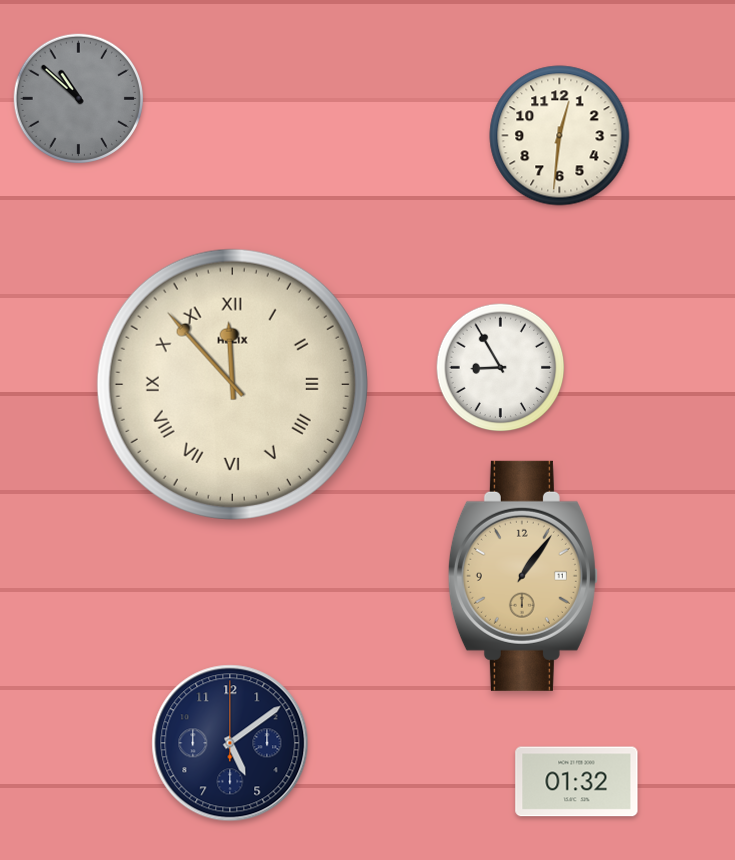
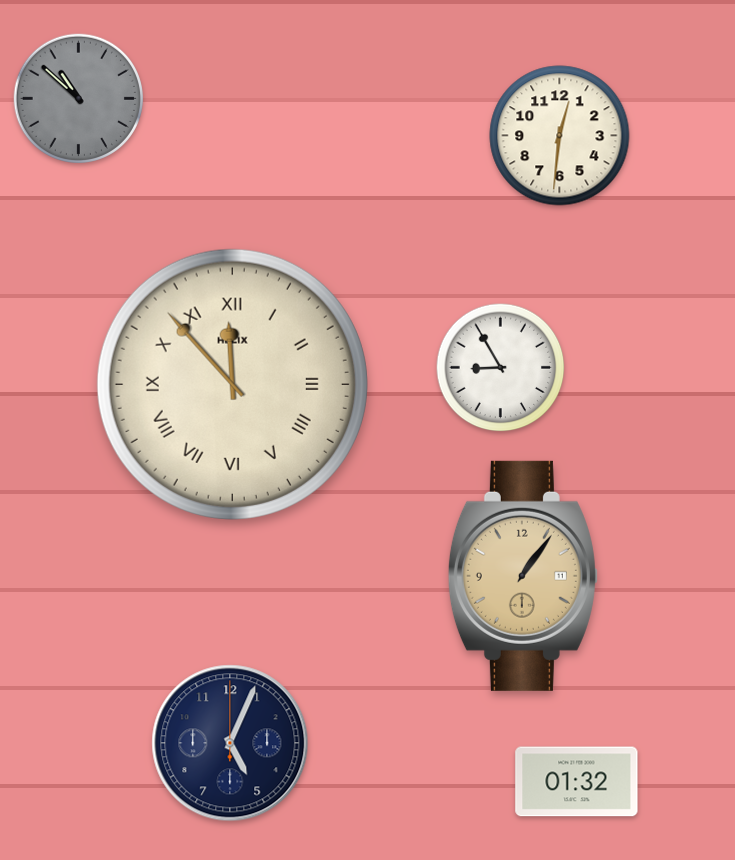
clock at (230, 743): 5:09 -> 5:04
